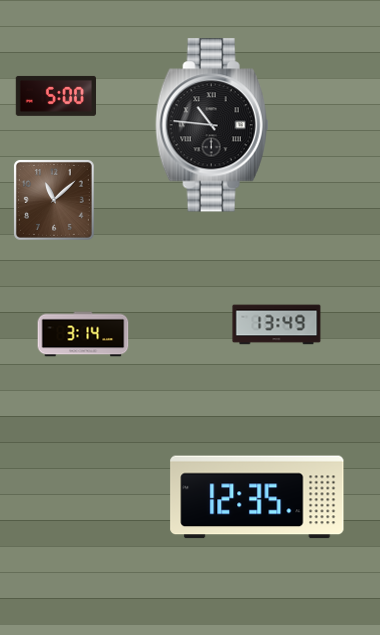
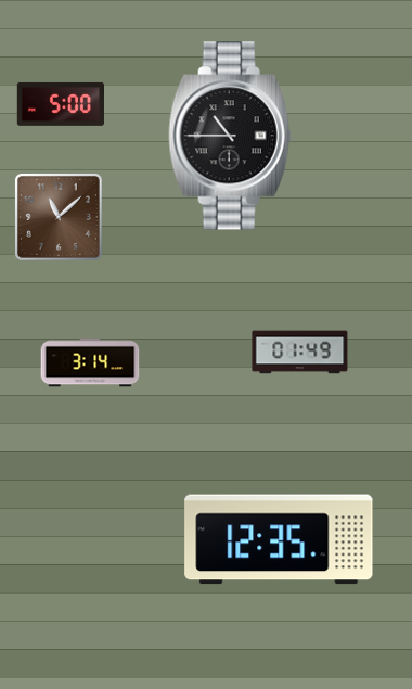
clock at (212, 125): 10:46 -> 10:45
clock at (277, 325): 13:49 -> 01:49
